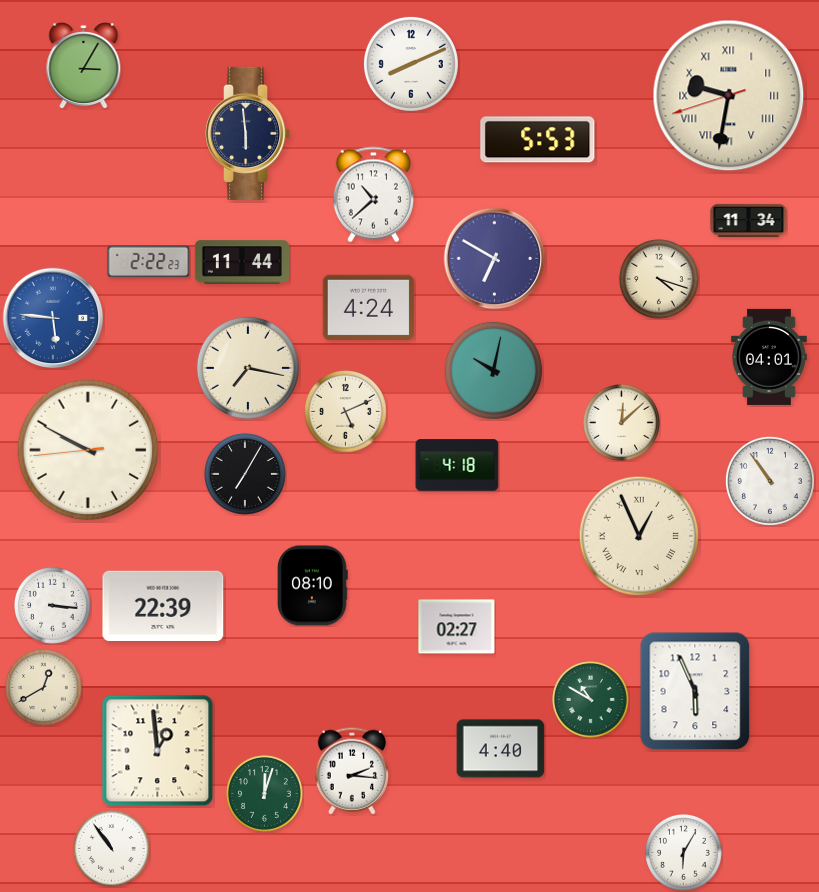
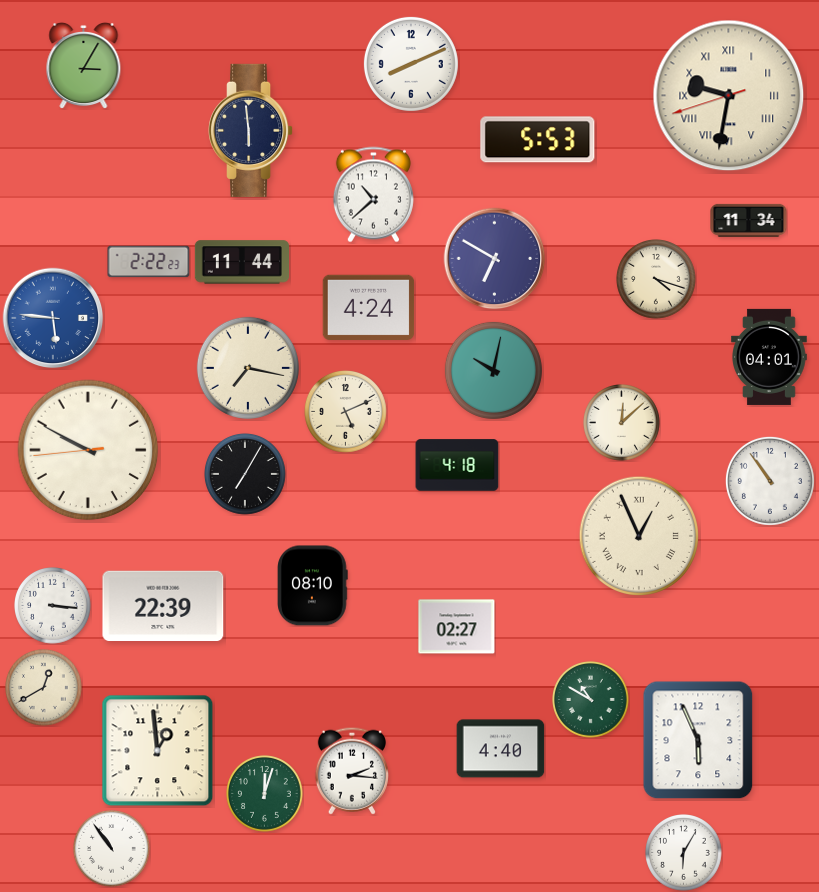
clock at (249, 133) position: (249, 133) -> (252, 130)
clock at (660, 280) position: (660, 280) -> (657, 280)
clock at (695, 691) position: (695, 691) -> (698, 740)
